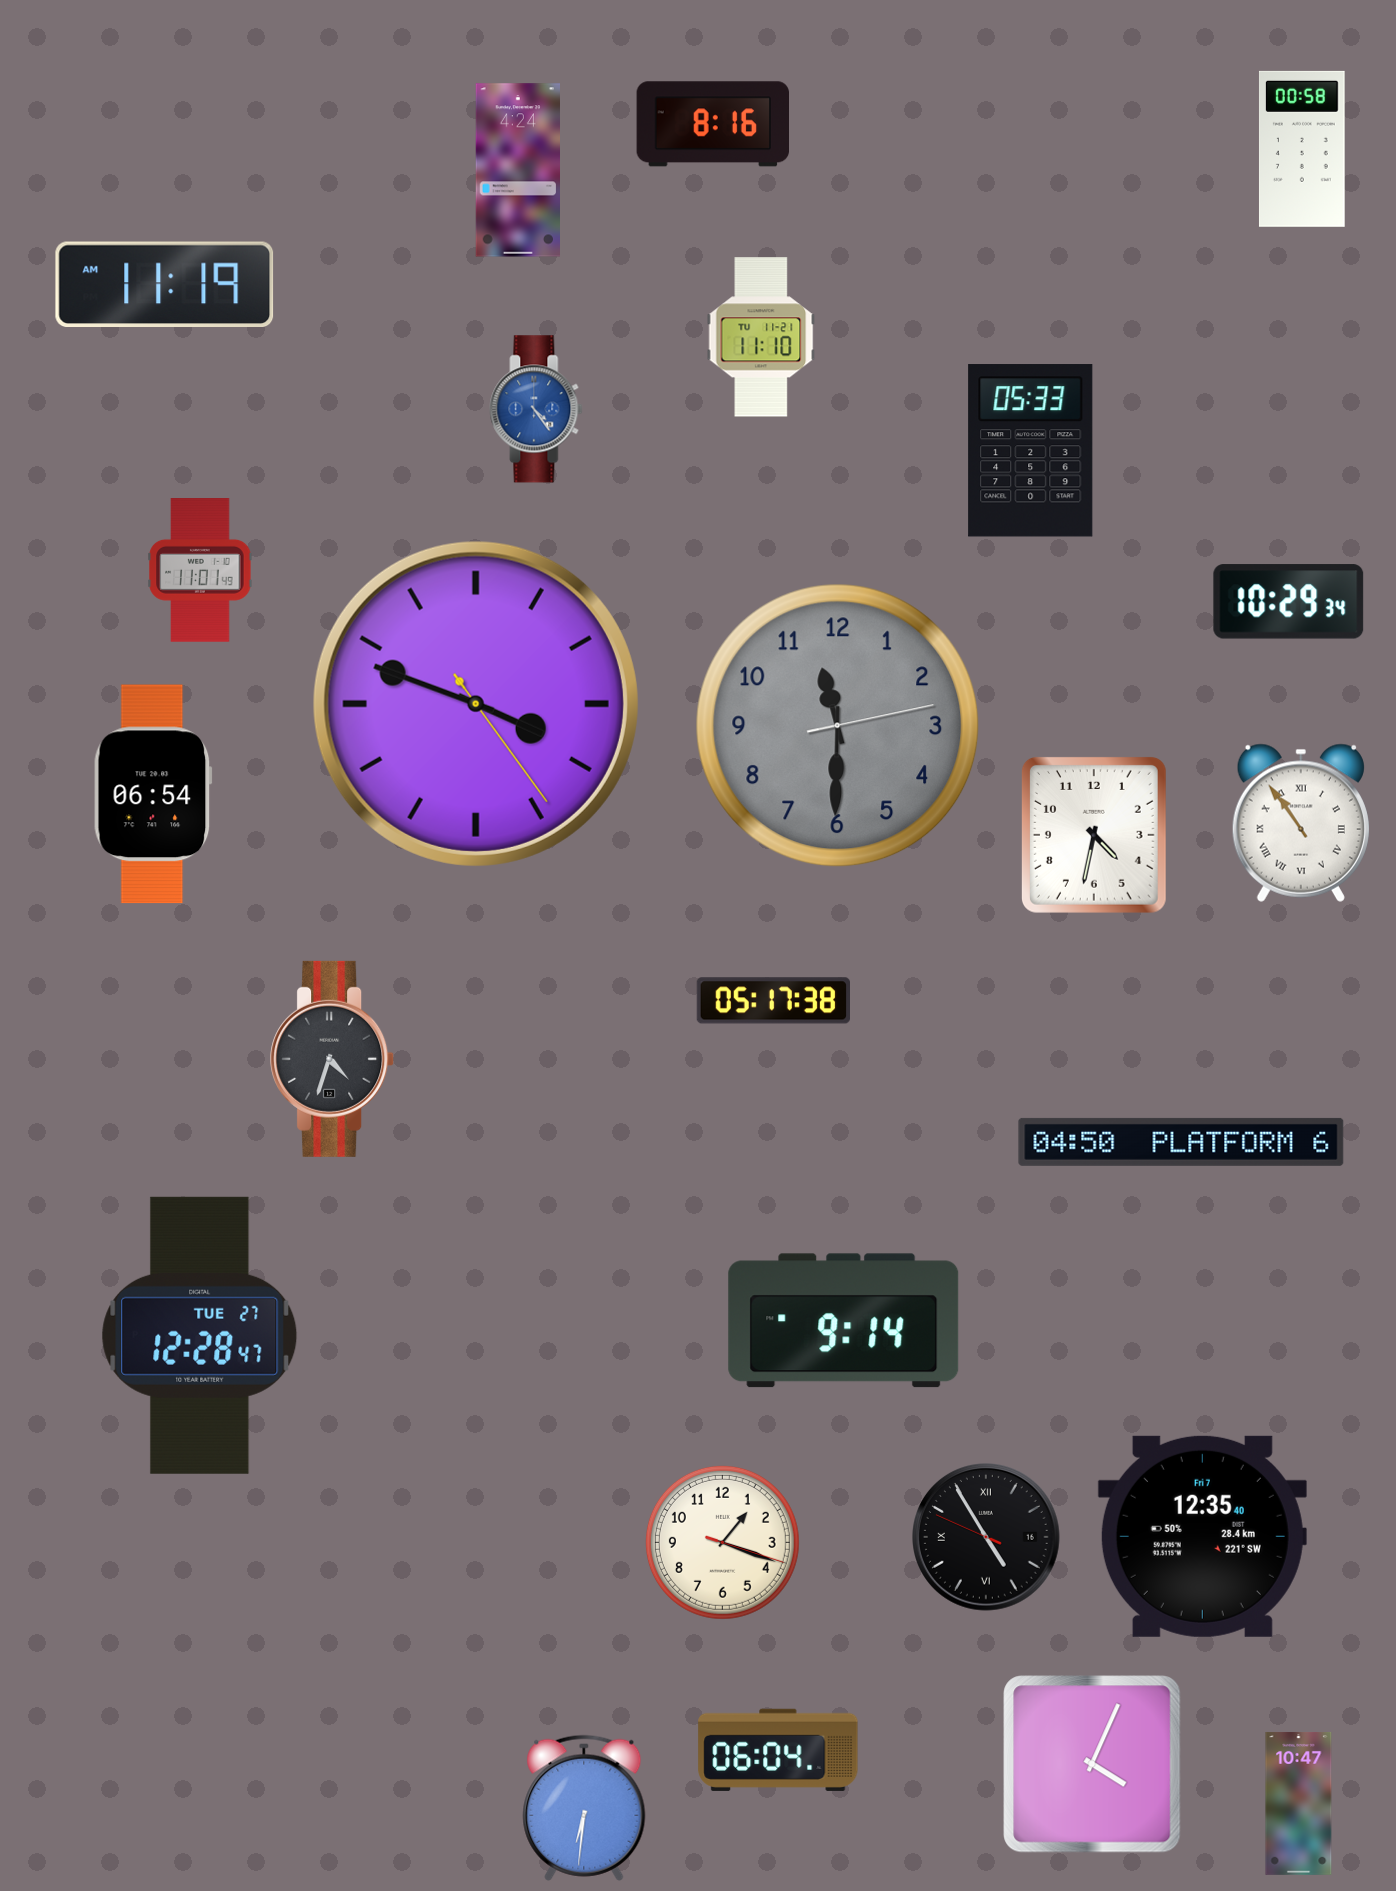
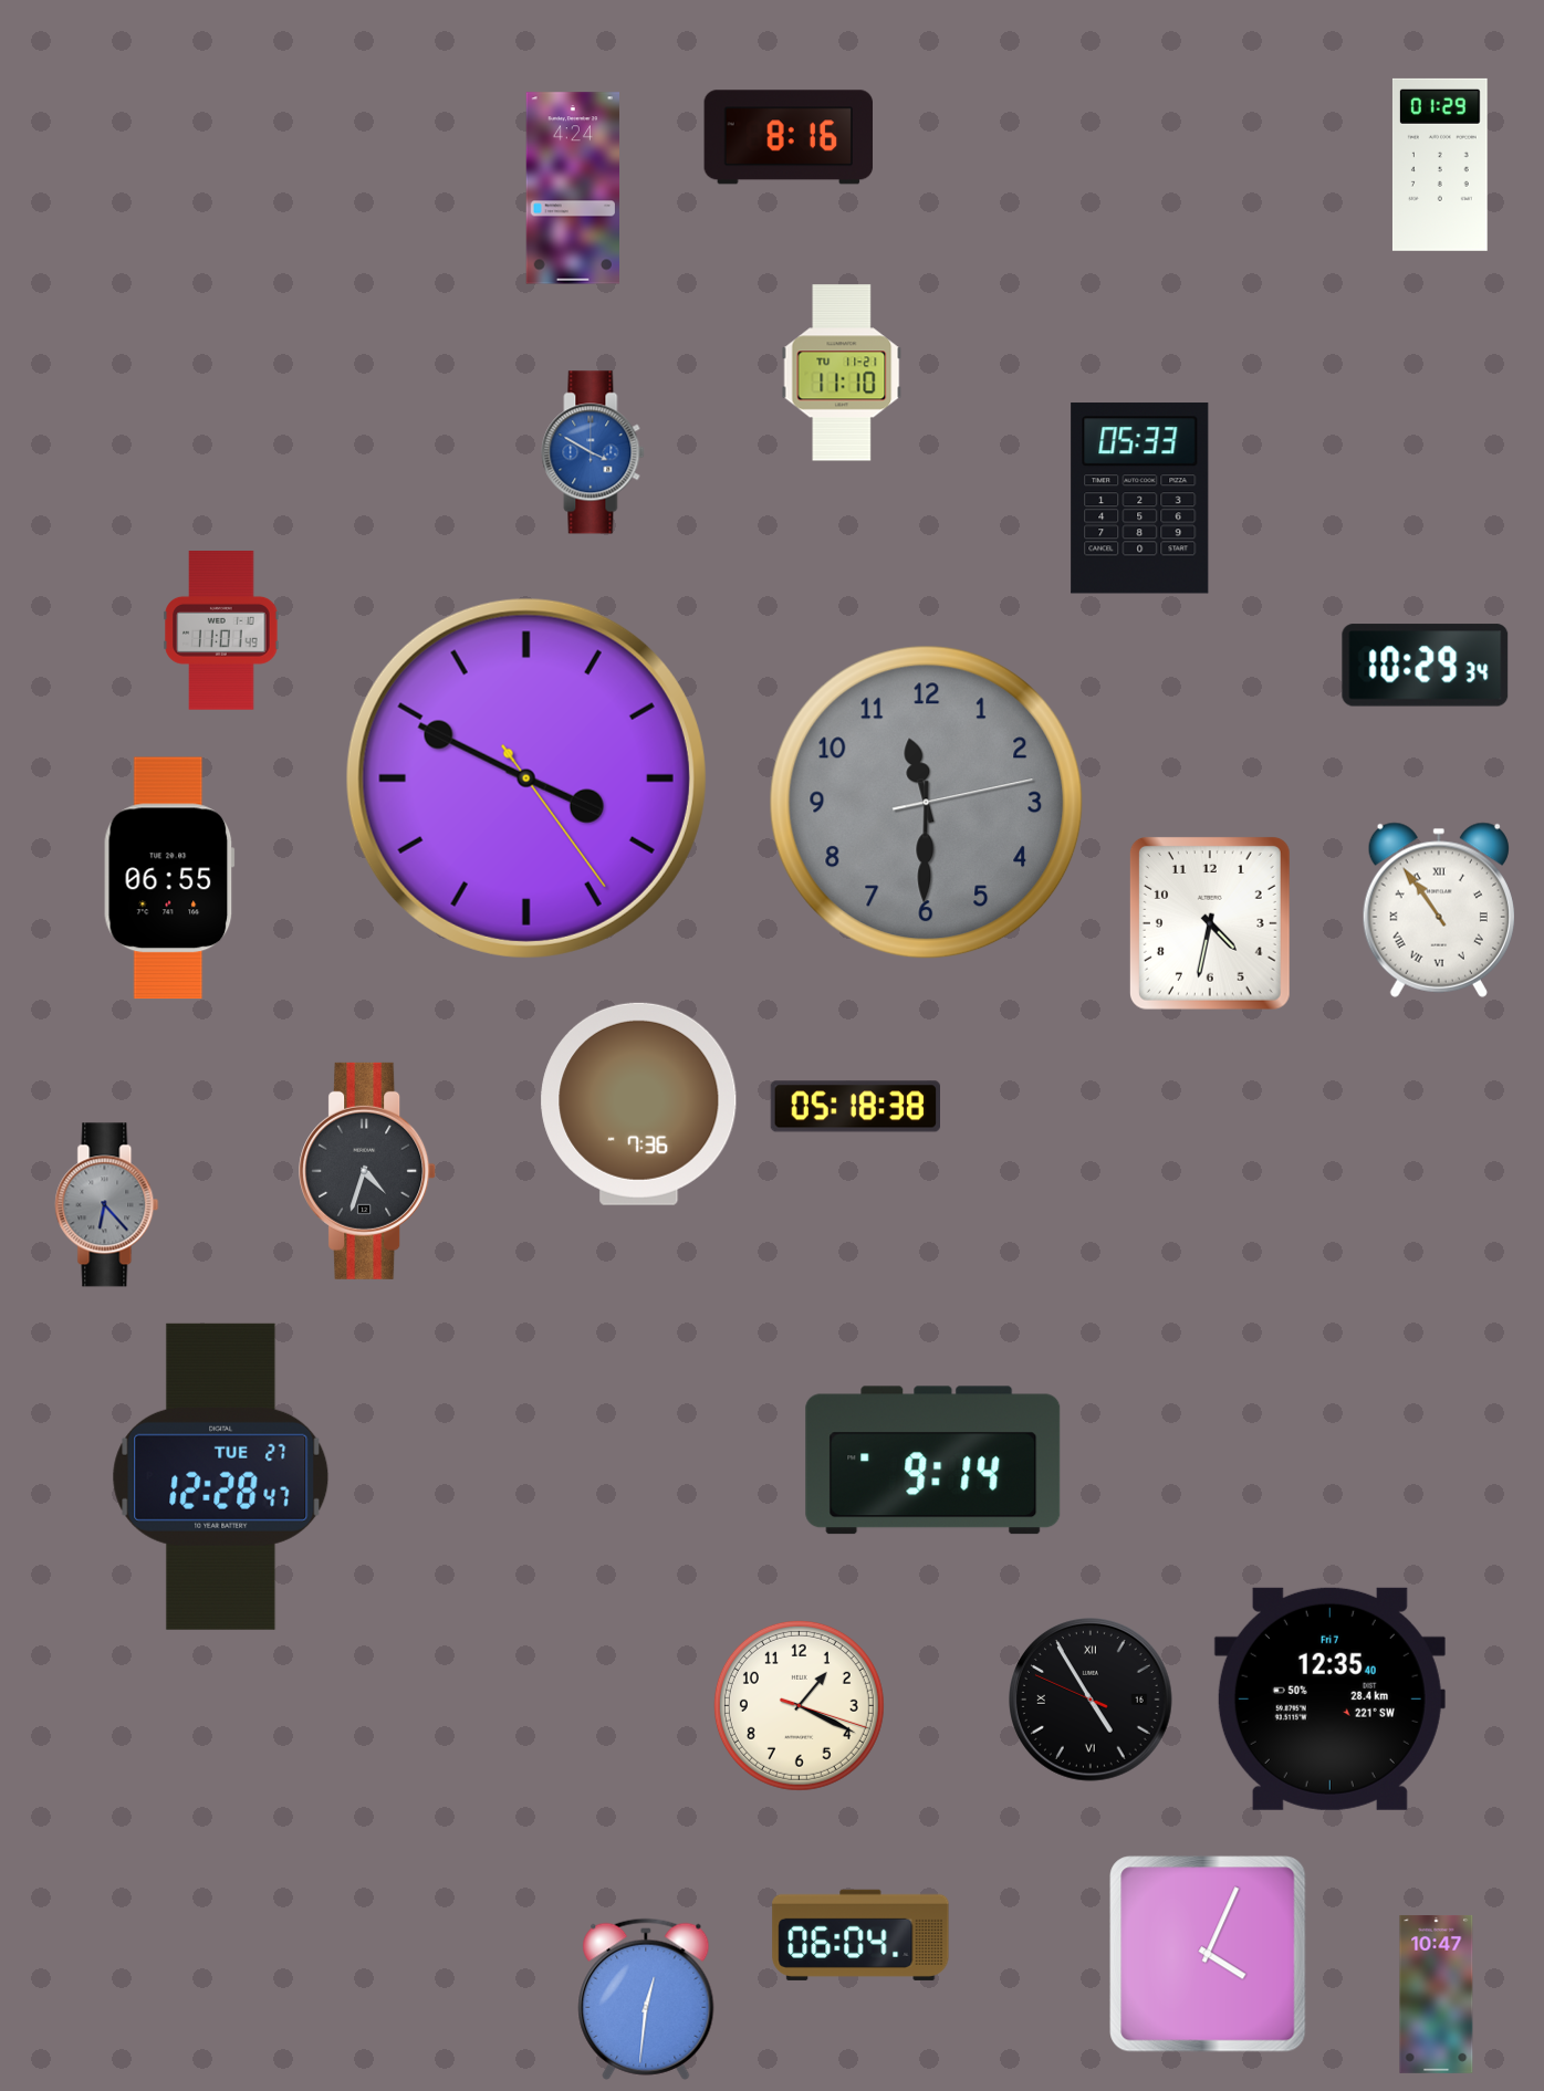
clock at (1302, 149): 00:58 -> 01:29
clock at (165, 284): 11:19 -> none
clock at (536, 409): 4:24 -> 3:50
clock at (476, 704): 3:48 -> 3:49
clock at (153, 794): 06:54 -> 06:55
clock at (639, 1104): none -> 7:36
clock at (773, 1001): 05:17 -> 05:18
clock at (107, 1205): none -> 6:23
clock at (1181, 1142): 04:50 -> none
clock at (722, 1542): 1:18 -> 1:19
clock at (1092, 1764) position: (1092, 1764) -> (1208, 1954)
clock at (584, 1808): 6:31 -> 12:31
